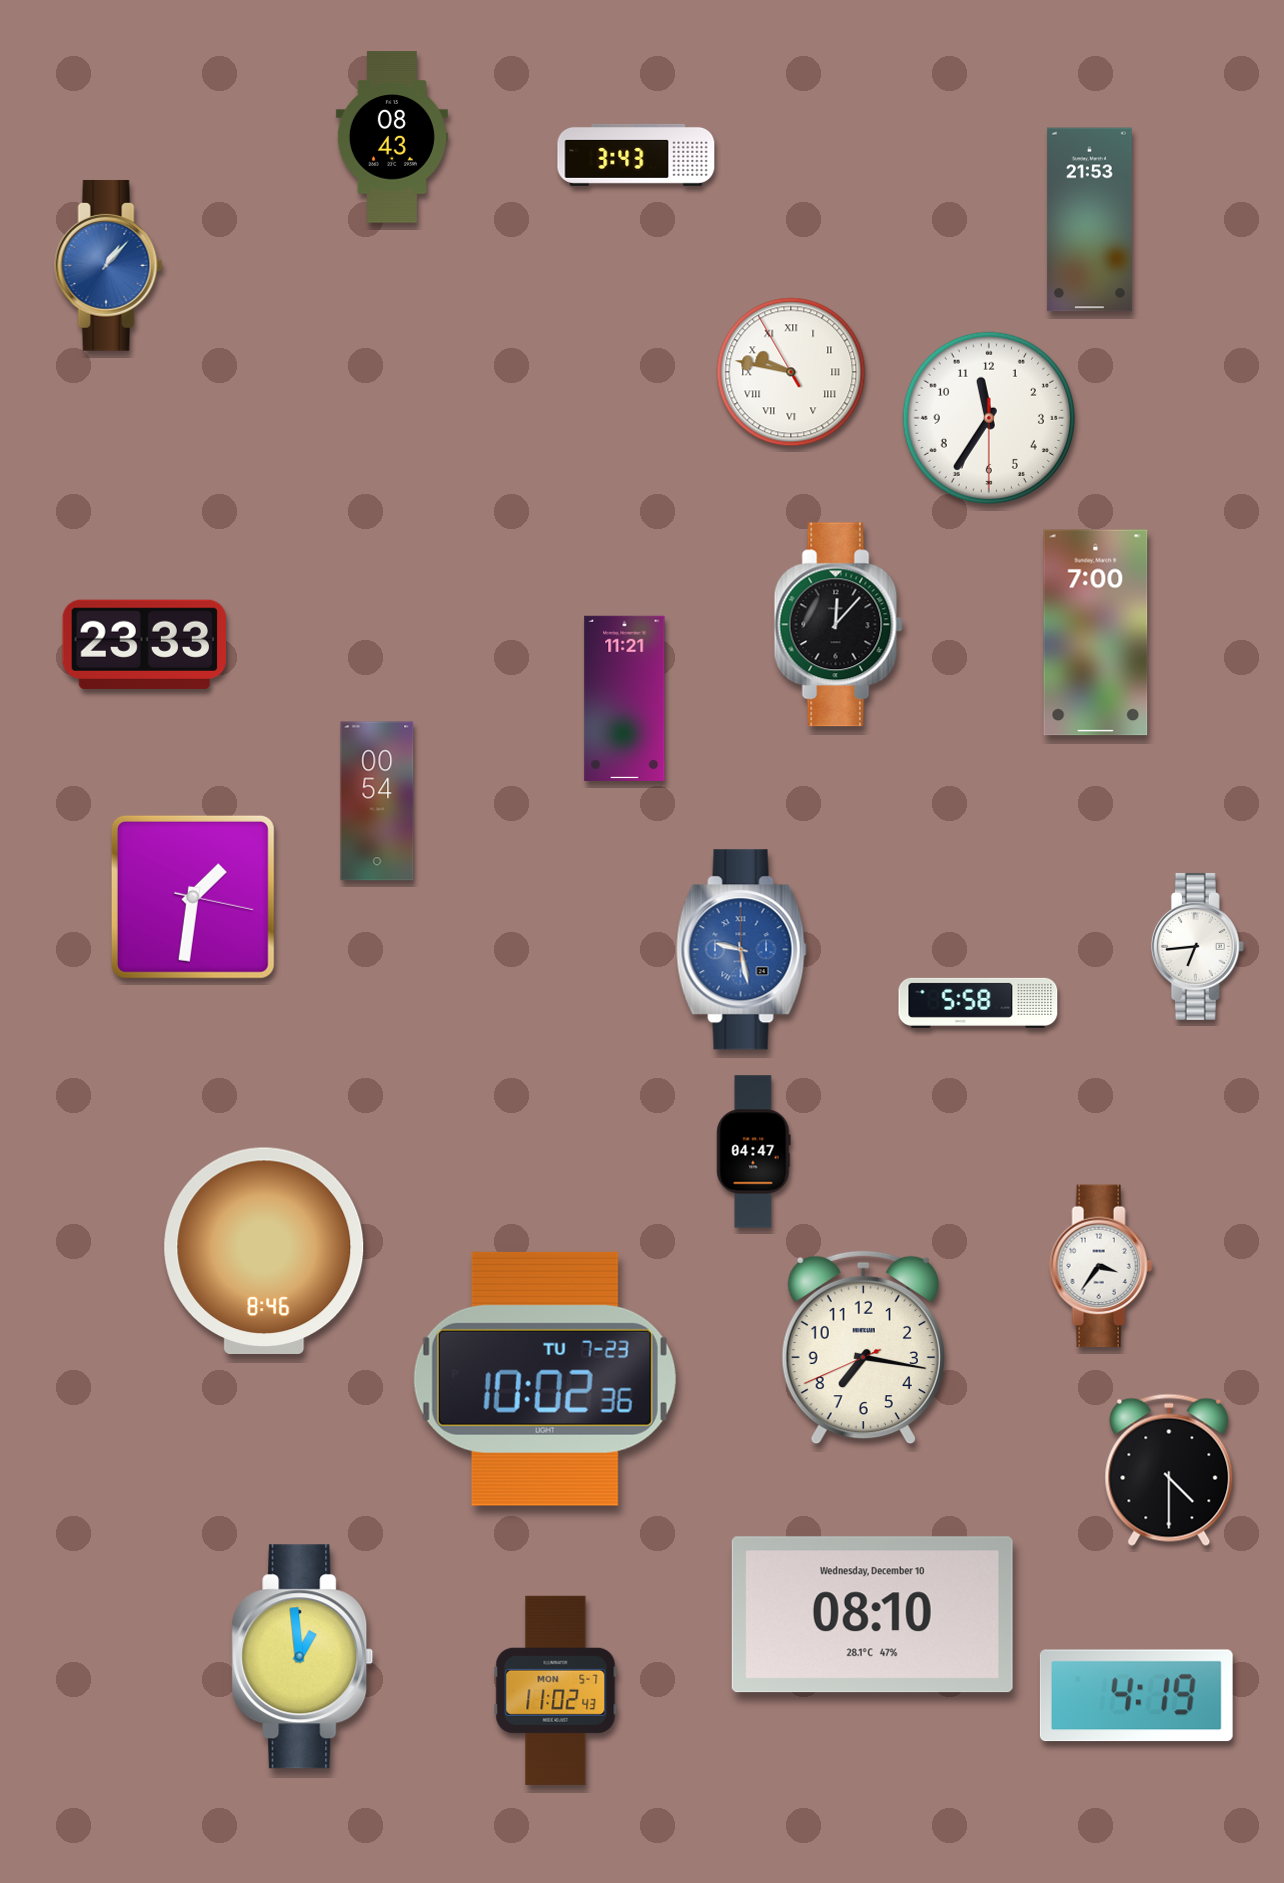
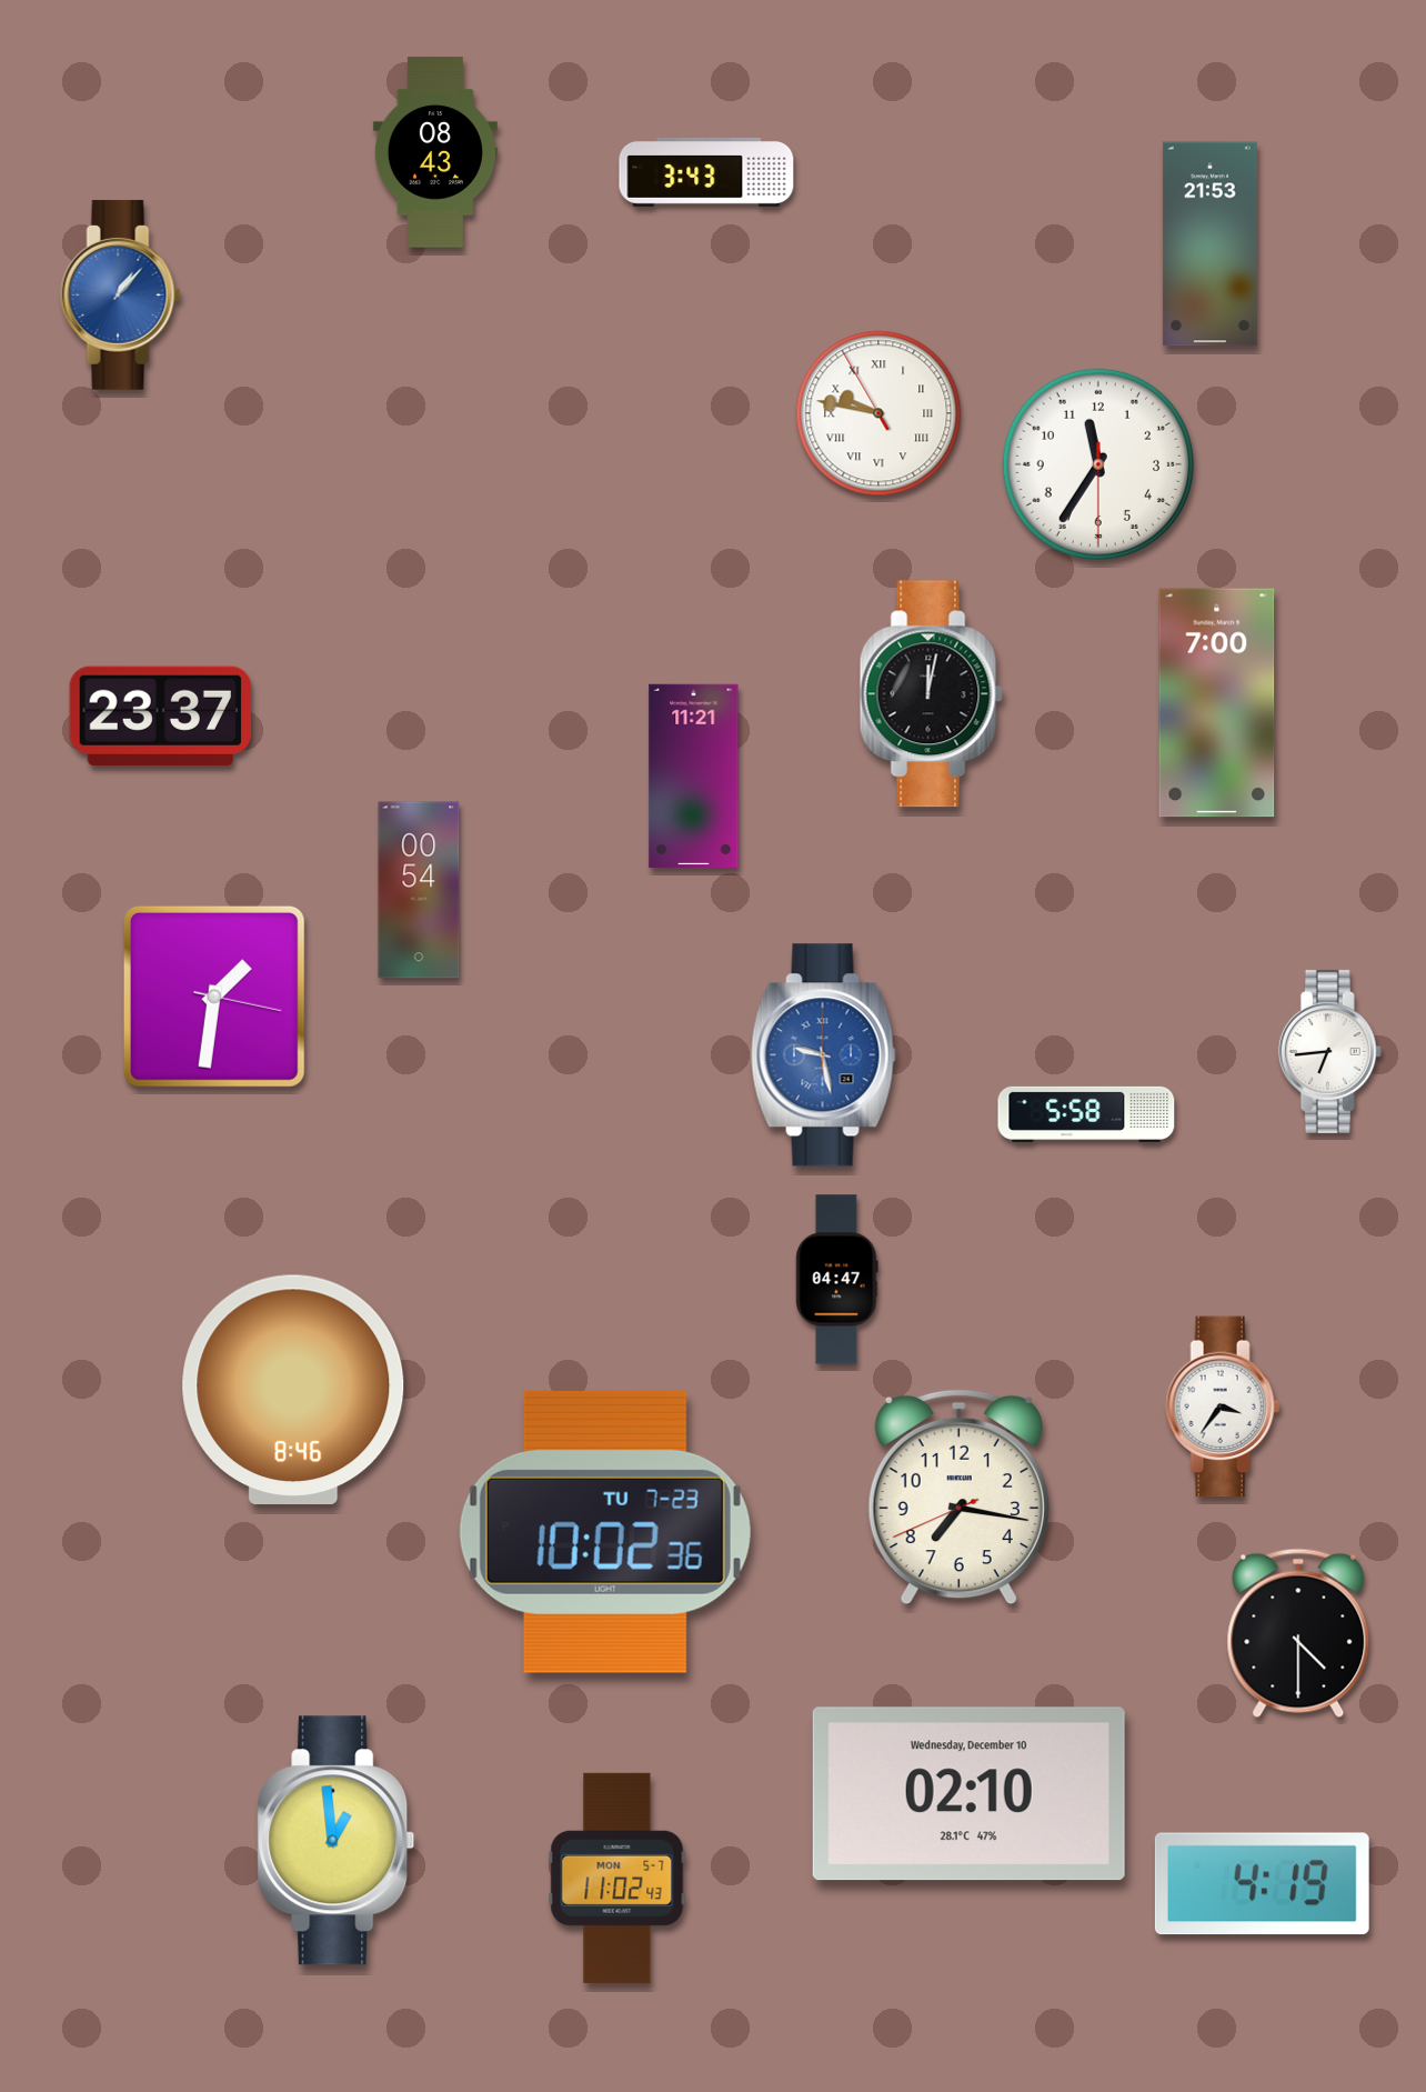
clock at (838, 625): 12:07 -> 12:02
clock at (144, 644): 23:33 -> 23:37
clock at (872, 1615): 08:10 -> 02:10
